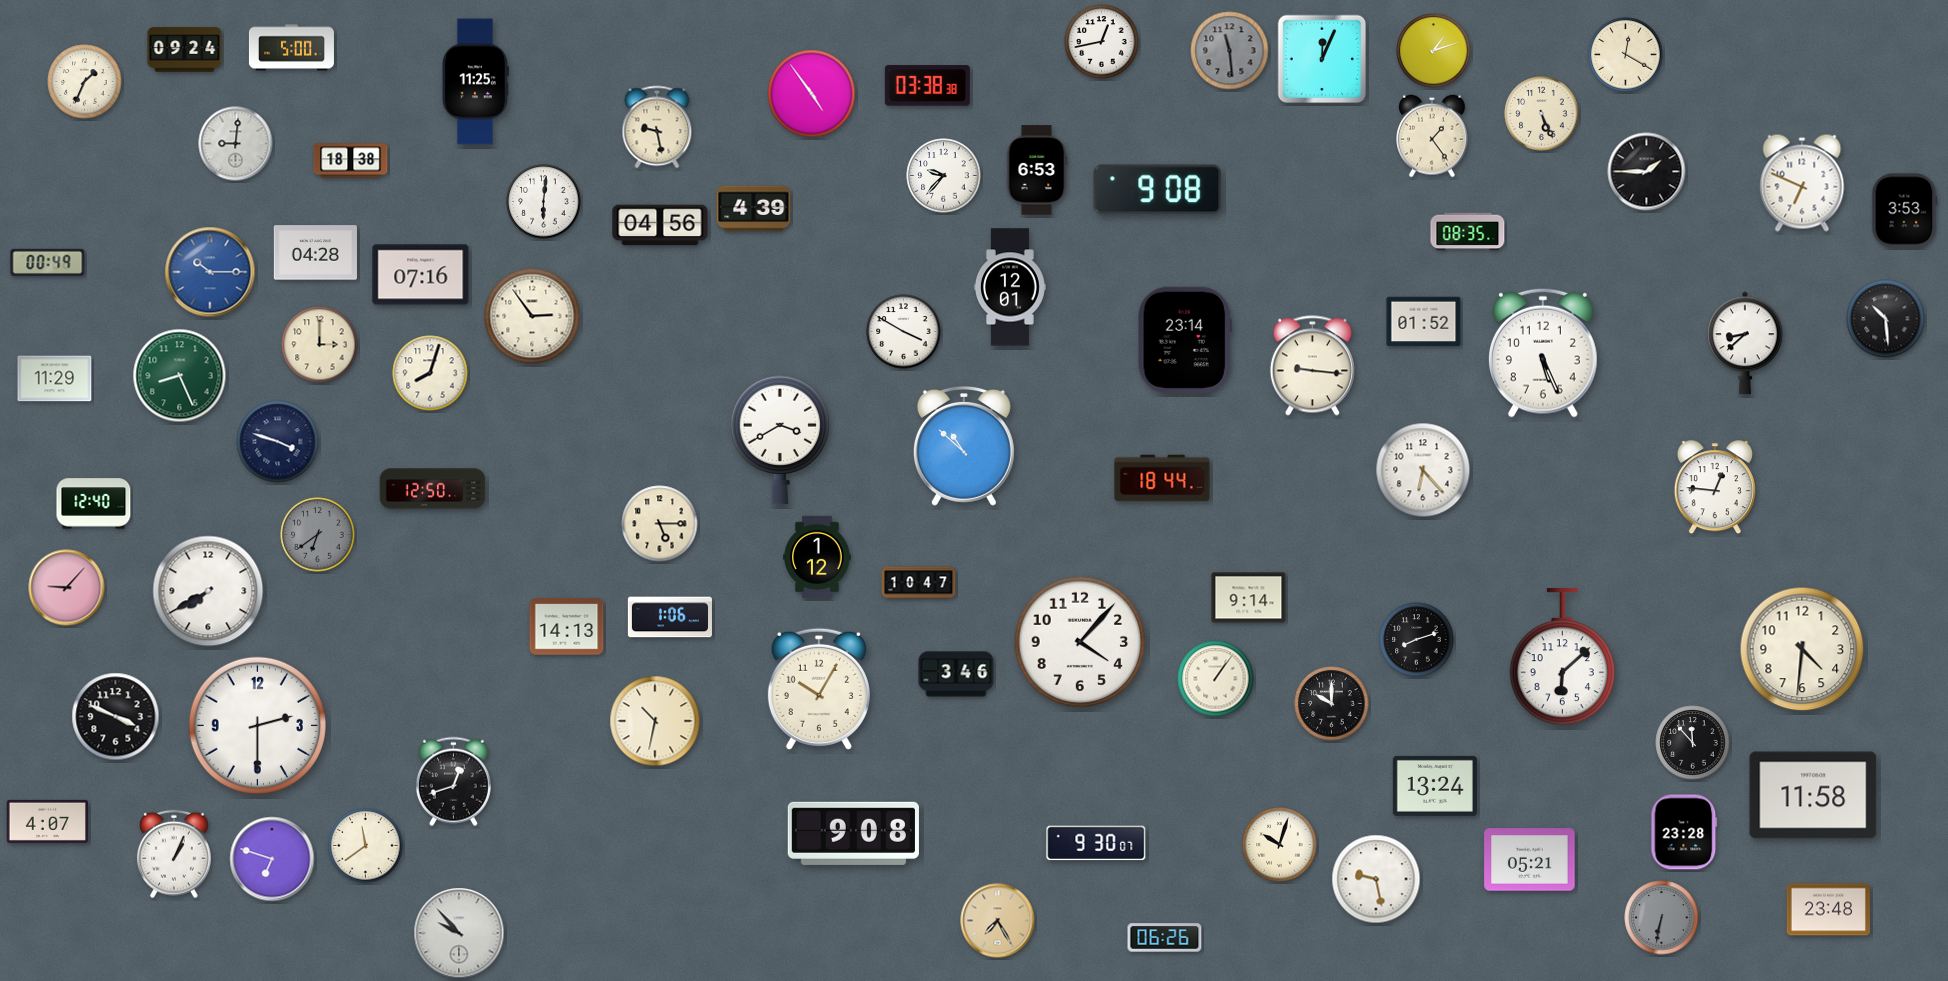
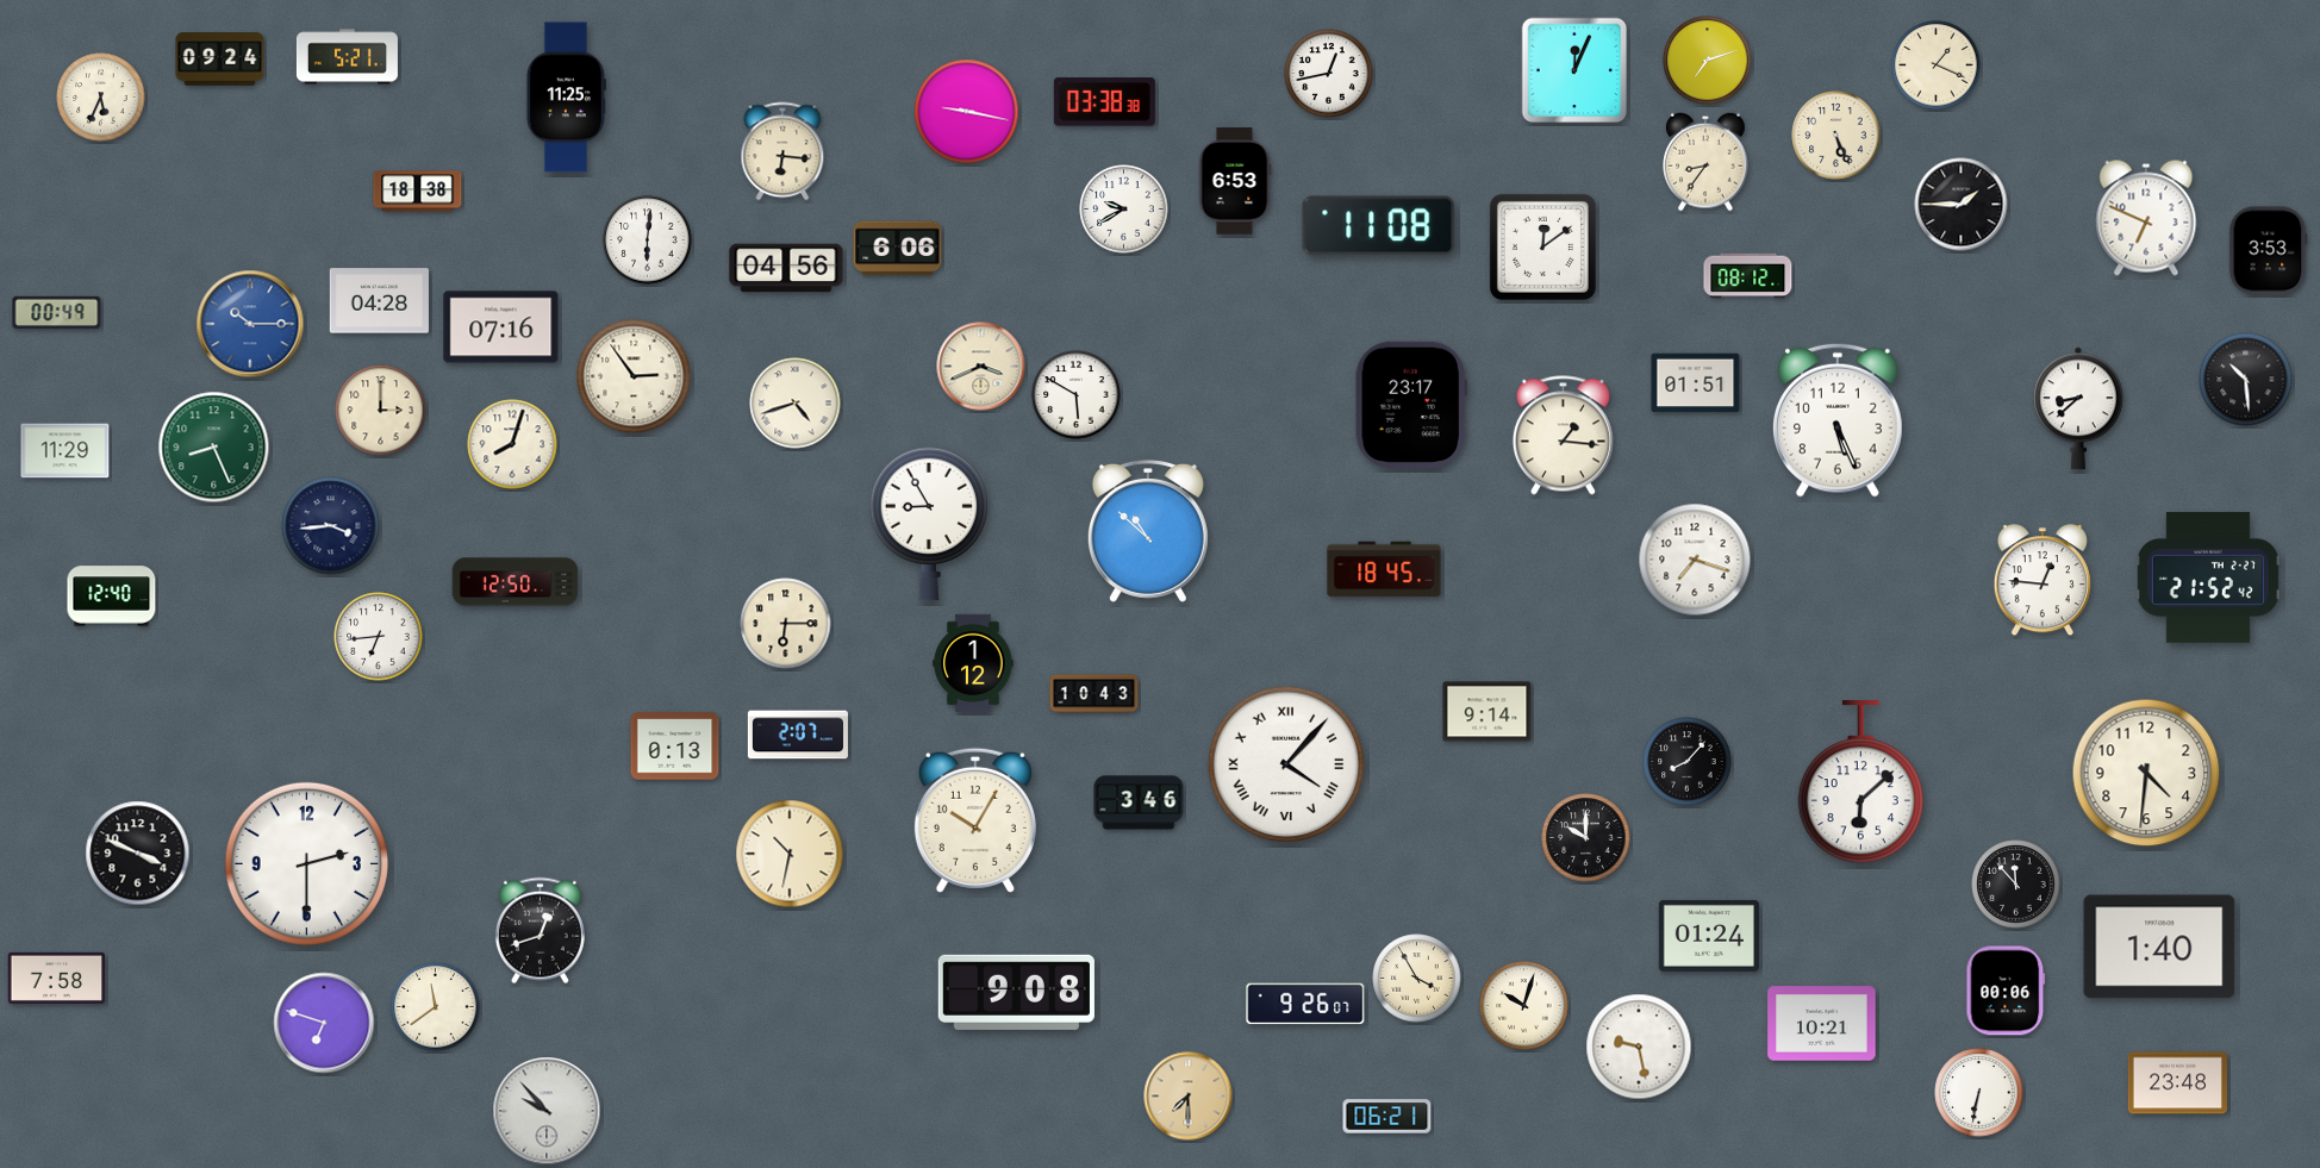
clock at (1102, 42) position: (1102, 42) -> (1329, 74)
clock at (291, 48): 5:00 -> 5:21
clock at (1230, 51): 11:29 -> none
clock at (1434, 51): 1:12 -> 7:12
clock at (1626, 55): 12:20 -> 1:19
clock at (85, 82): 1:34 -> 5:34
clock at (812, 94): 4:54 -> 9:17
clock at (657, 127): 9:28 -> 6:16
clock at (1433, 136): 1:24 -> 8:36
clock at (236, 144): 9:01 -> none
clock at (1037, 170) position: (1037, 170) -> (1235, 181)
clock at (944, 176): 9:37 -> 9:40
clock at (1158, 190): 9:08 -> 11:08
clock at (1542, 246): none -> 12:09
clock at (754, 209): 4:39 -> 6:06
clock at (1468, 232): 08:35 -> 08:12
clock at (315, 253) position: (315, 253) -> (379, 301)
clock at (1010, 287): 12:01 -> none
clock at (981, 367): none -> 3:41
clock at (1424, 322): 01:52 -> 01:51
clock at (904, 332): 3:50 -> 5:50
clock at (796, 404): none -> 4:42
clock at (1185, 339): 23:14 -> 23:17
clock at (1312, 366): 9:16 -> 1:16
clock at (780, 440): 3:40 -> 8:55
clock at (278, 442): 3:48 -> 3:44
clock at (1423, 470): 6:23 -> 7:18
clock at (1162, 478): 18:44 -> 18:45
clock at (2208, 579): none -> 21:52
clock at (94, 504) position: (94, 504) -> (112, 597)
clock at (660, 524): 5:15 -> 6:15
clock at (318, 535): 6:39 -> 6:44
clock at (318, 535) dial: grey -> white
clock at (919, 583): 10:47 -> 10:43
clock at (67, 588): 9:07 -> none
clock at (208, 591): 7:40 -> none
clock at (670, 617): 1:06 -> 2:07
clock at (567, 627): 14:13 -> 0:13
clock at (1417, 640): 8:12 -> 8:07
clock at (1080, 642) numerals: Arabic -> Roman
clock at (1216, 679): 1:06 -> none
clock at (655, 721) position: (655, 721) -> (790, 854)
clock at (1435, 786): 13:24 -> 01:24
clock at (1813, 795): 11:58 -> 1:40
clock at (48, 821): 4:07 -> 7:58
clock at (1417, 979): none -> 3:55
clock at (1684, 832): 23:28 -> 00:06
clock at (1096, 843): 9:30 -> 9:26
clock at (174, 854): 1:04 -> none
clock at (1530, 860): 05:21 -> 10:21
clock at (1662, 918) dial: grey -> white
clock at (998, 921): 7:25 -> 7:30
clock at (1165, 938): 06:26 -> 06:21
